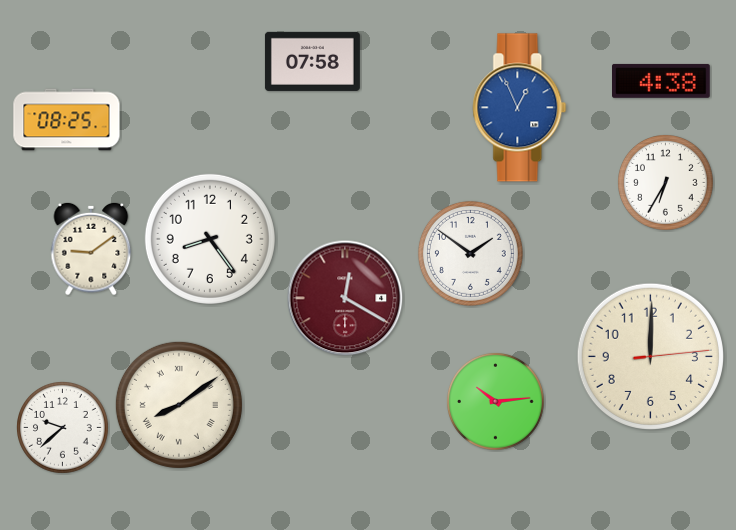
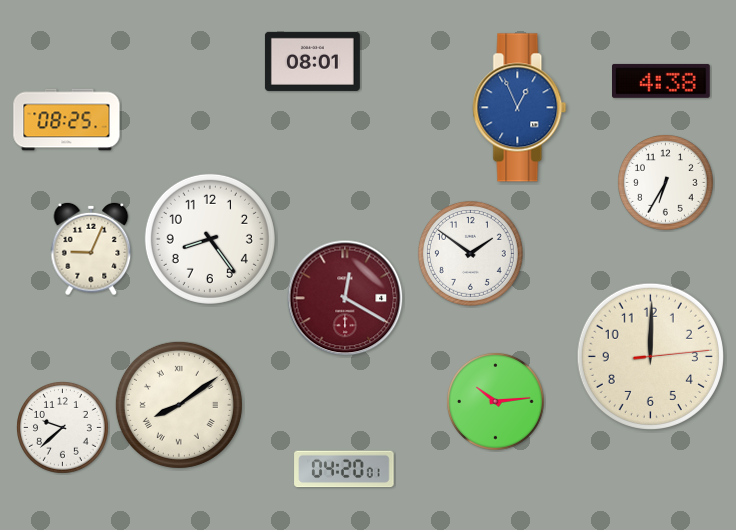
clock at (312, 61): 07:58 -> 08:01
clock at (91, 249): 9:09 -> 9:04
clock at (344, 469): none -> 04:20
